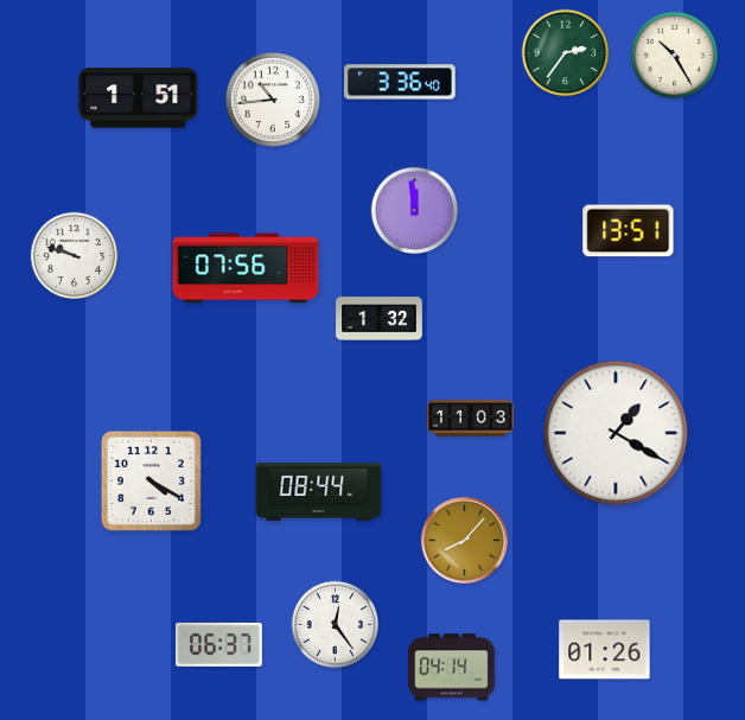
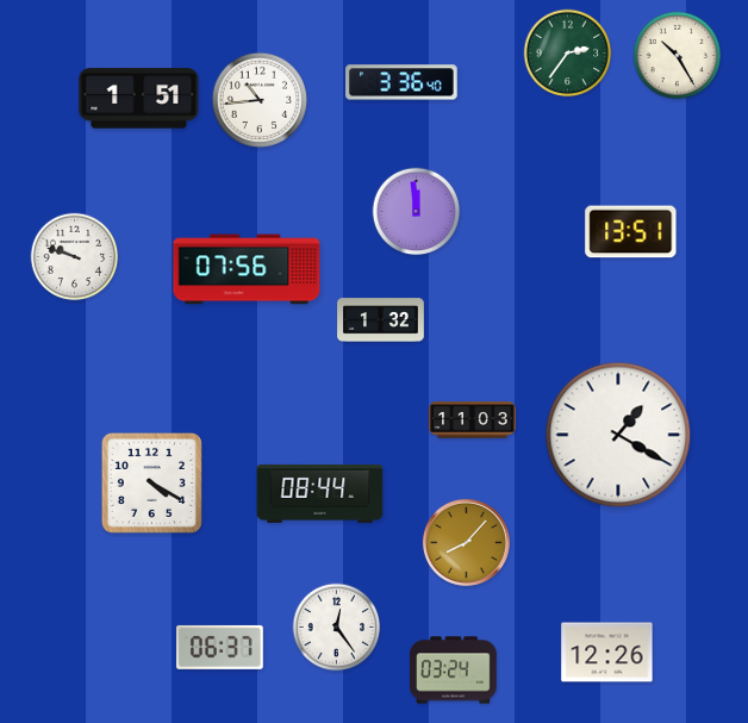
clock at (273, 100) position: (273, 100) -> (260, 100)
clock at (605, 650): 01:26 -> 12:26
clock at (452, 668): 04:14 -> 03:24
